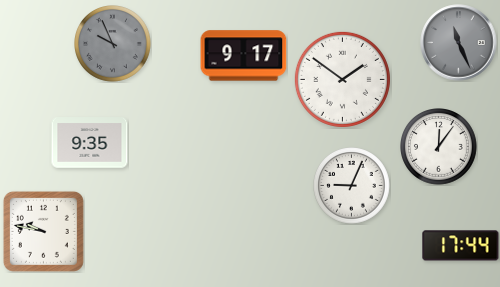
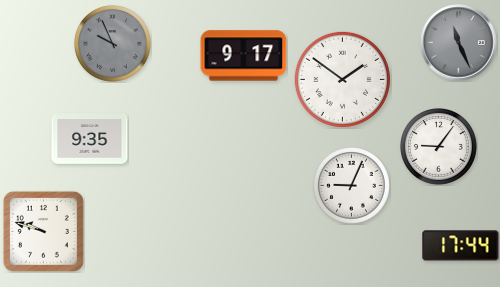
clock at (90, 143) position: (90, 143) -> (90, 139)
clock at (439, 147): 12:06 -> 9:06
clock at (43, 231): 9:47 -> 9:48
